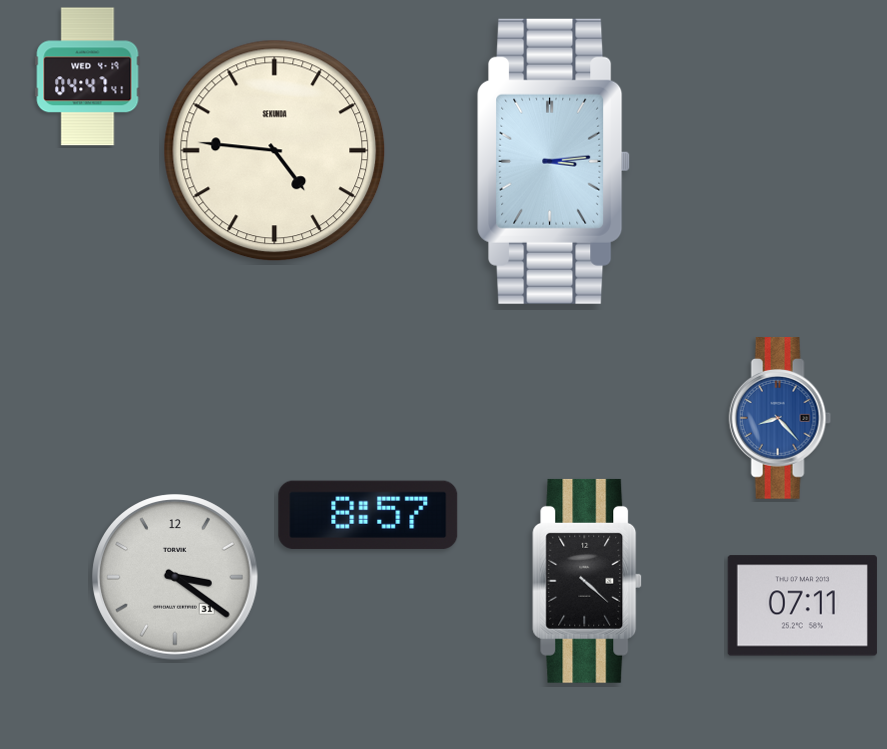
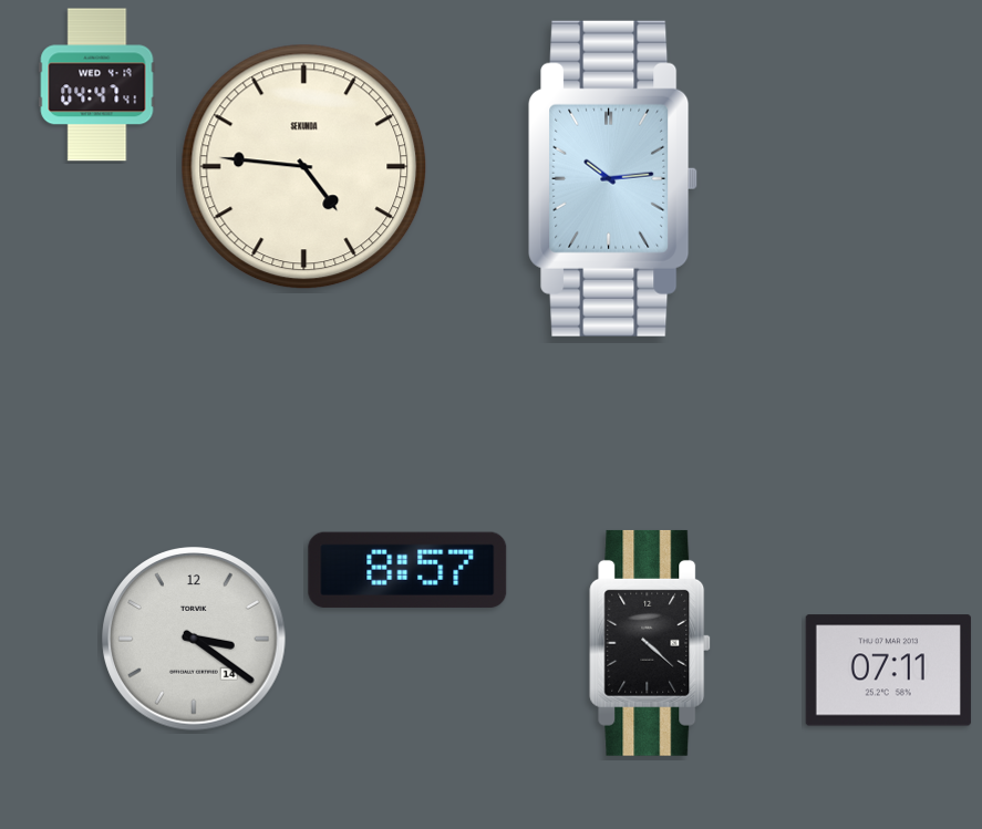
clock at (554, 161): 3:14 -> 10:14
clock at (780, 419): 8:23 -> none
clock at (175, 577) date: 31 -> 14
